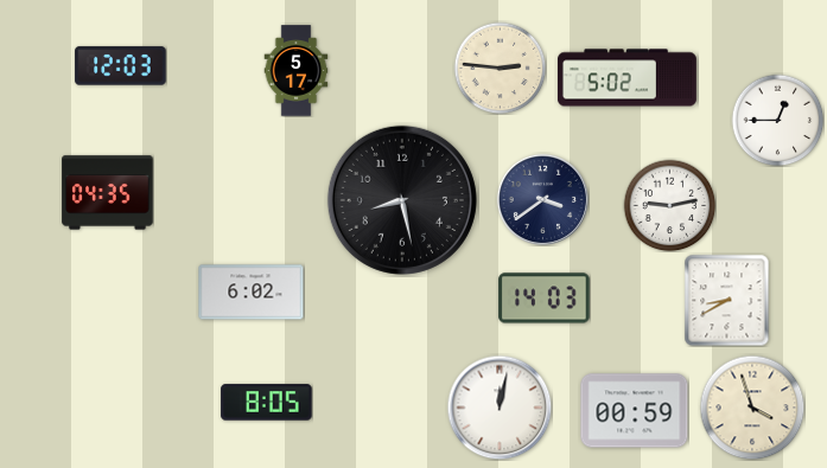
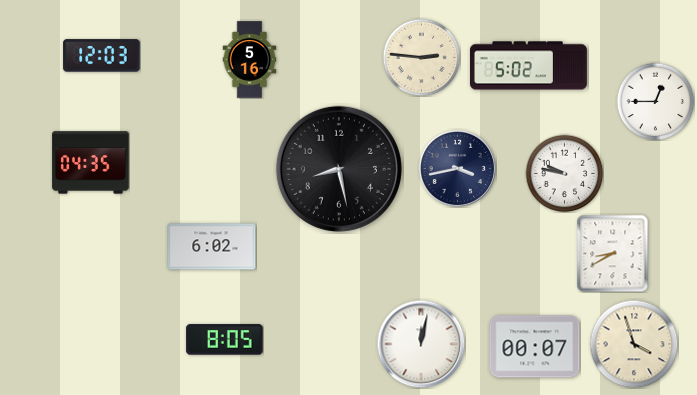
clock at (297, 71): 5:17 -> 5:16
clock at (542, 199): 3:39 -> 3:43
clock at (669, 205): 9:13 -> 9:47
clock at (545, 299): 14:03 -> none
clock at (635, 411): 00:59 -> 00:07
